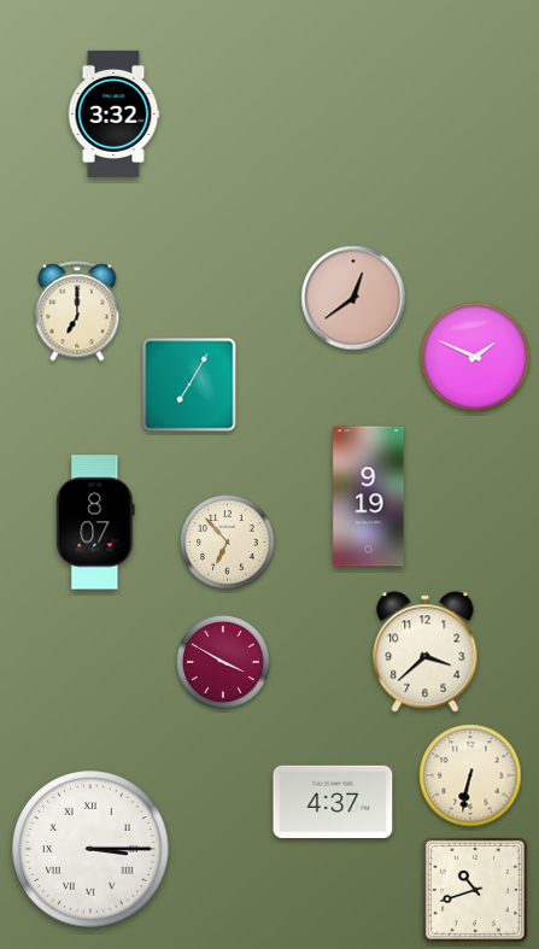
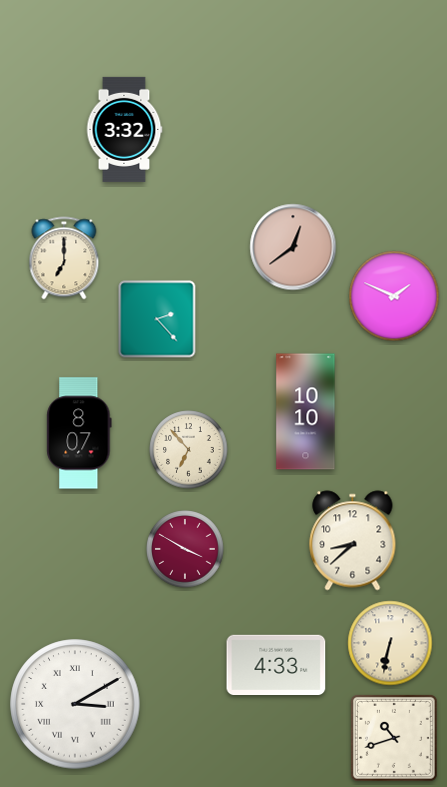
clock at (113, 113) position: (113, 113) -> (124, 129)
clock at (189, 385): 7:05 -> 2:23
clock at (369, 497): 9:19 -> 10:10
clock at (426, 652): 3:38 -> 8:38
clock at (333, 801): 4:37 -> 4:33
clock at (90, 849): 3:15 -> 3:10
